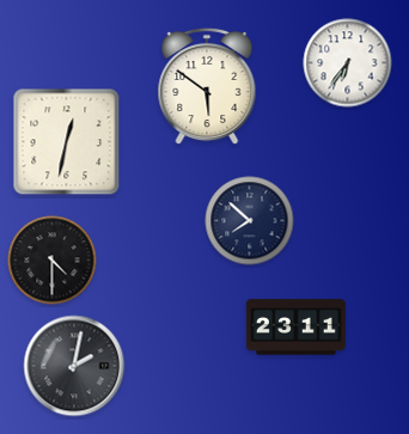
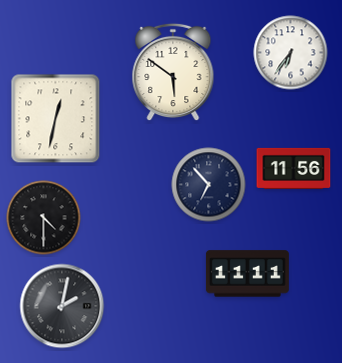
clock at (294, 168): none -> 11:56
clock at (250, 221): 7:52 -> 6:53
clock at (295, 328): 23:11 -> 11:11
